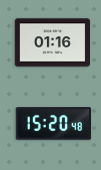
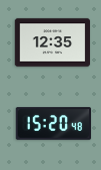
clock at (53, 43): 01:16 -> 12:35
